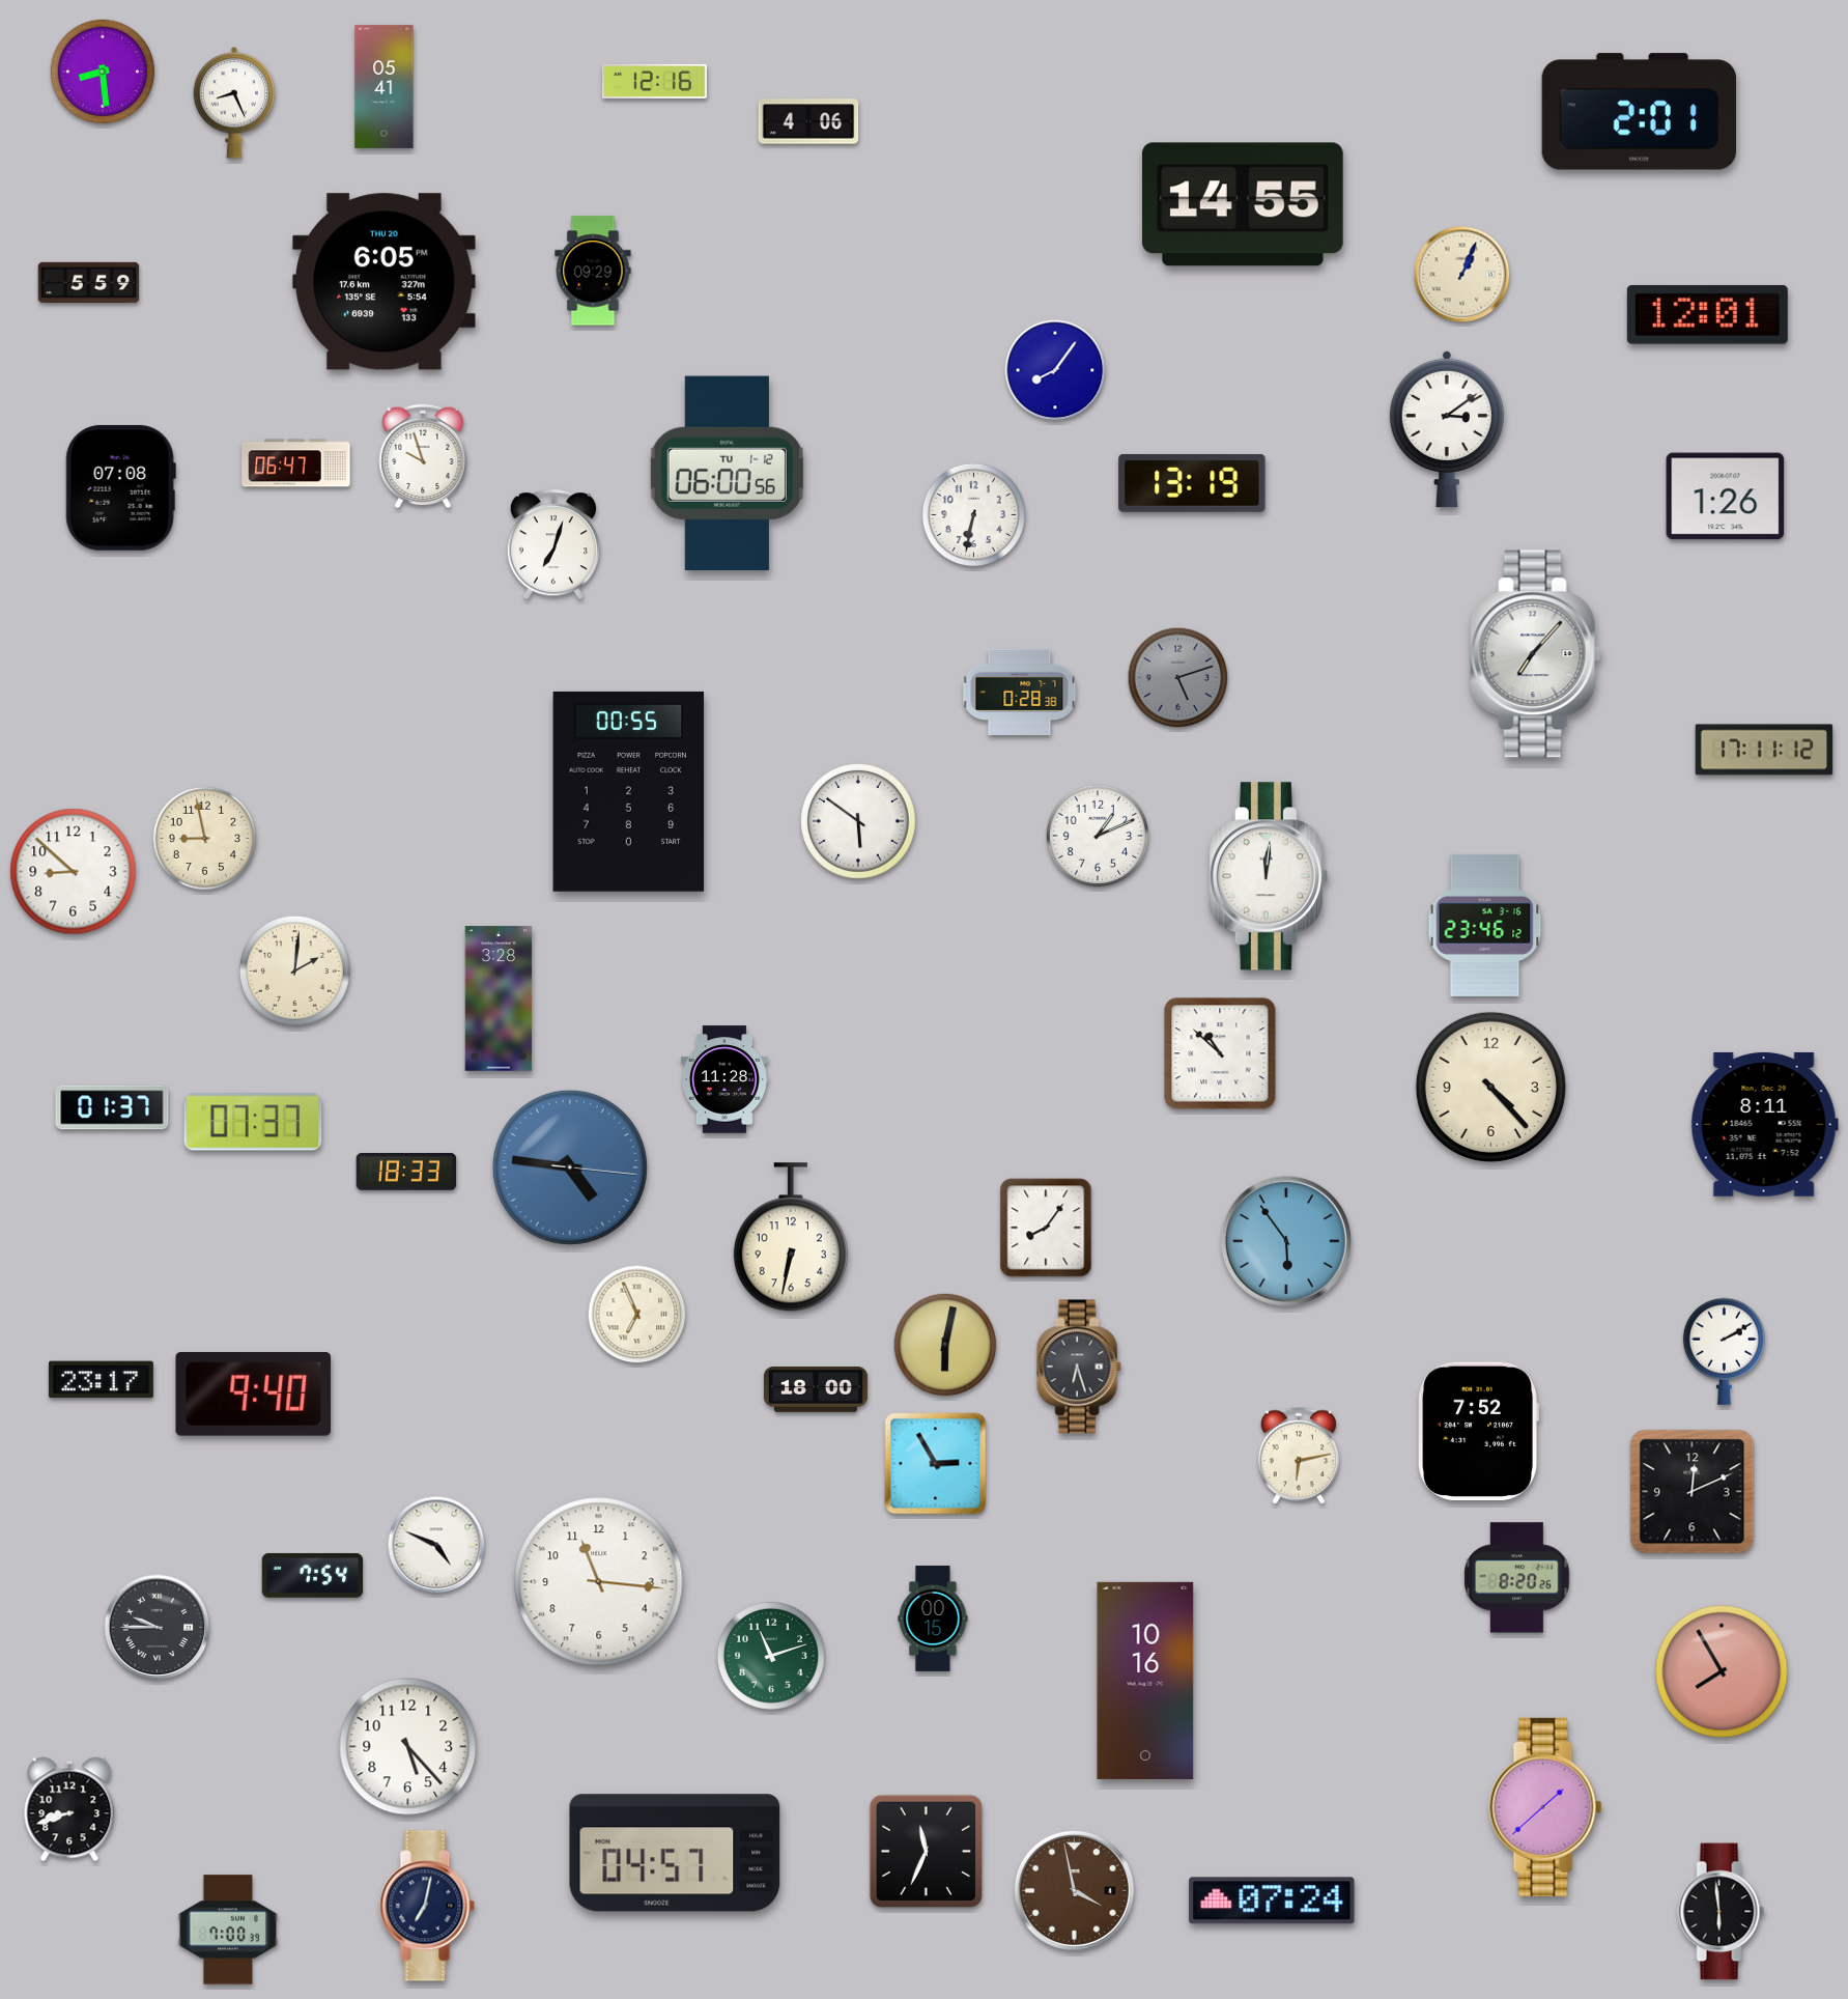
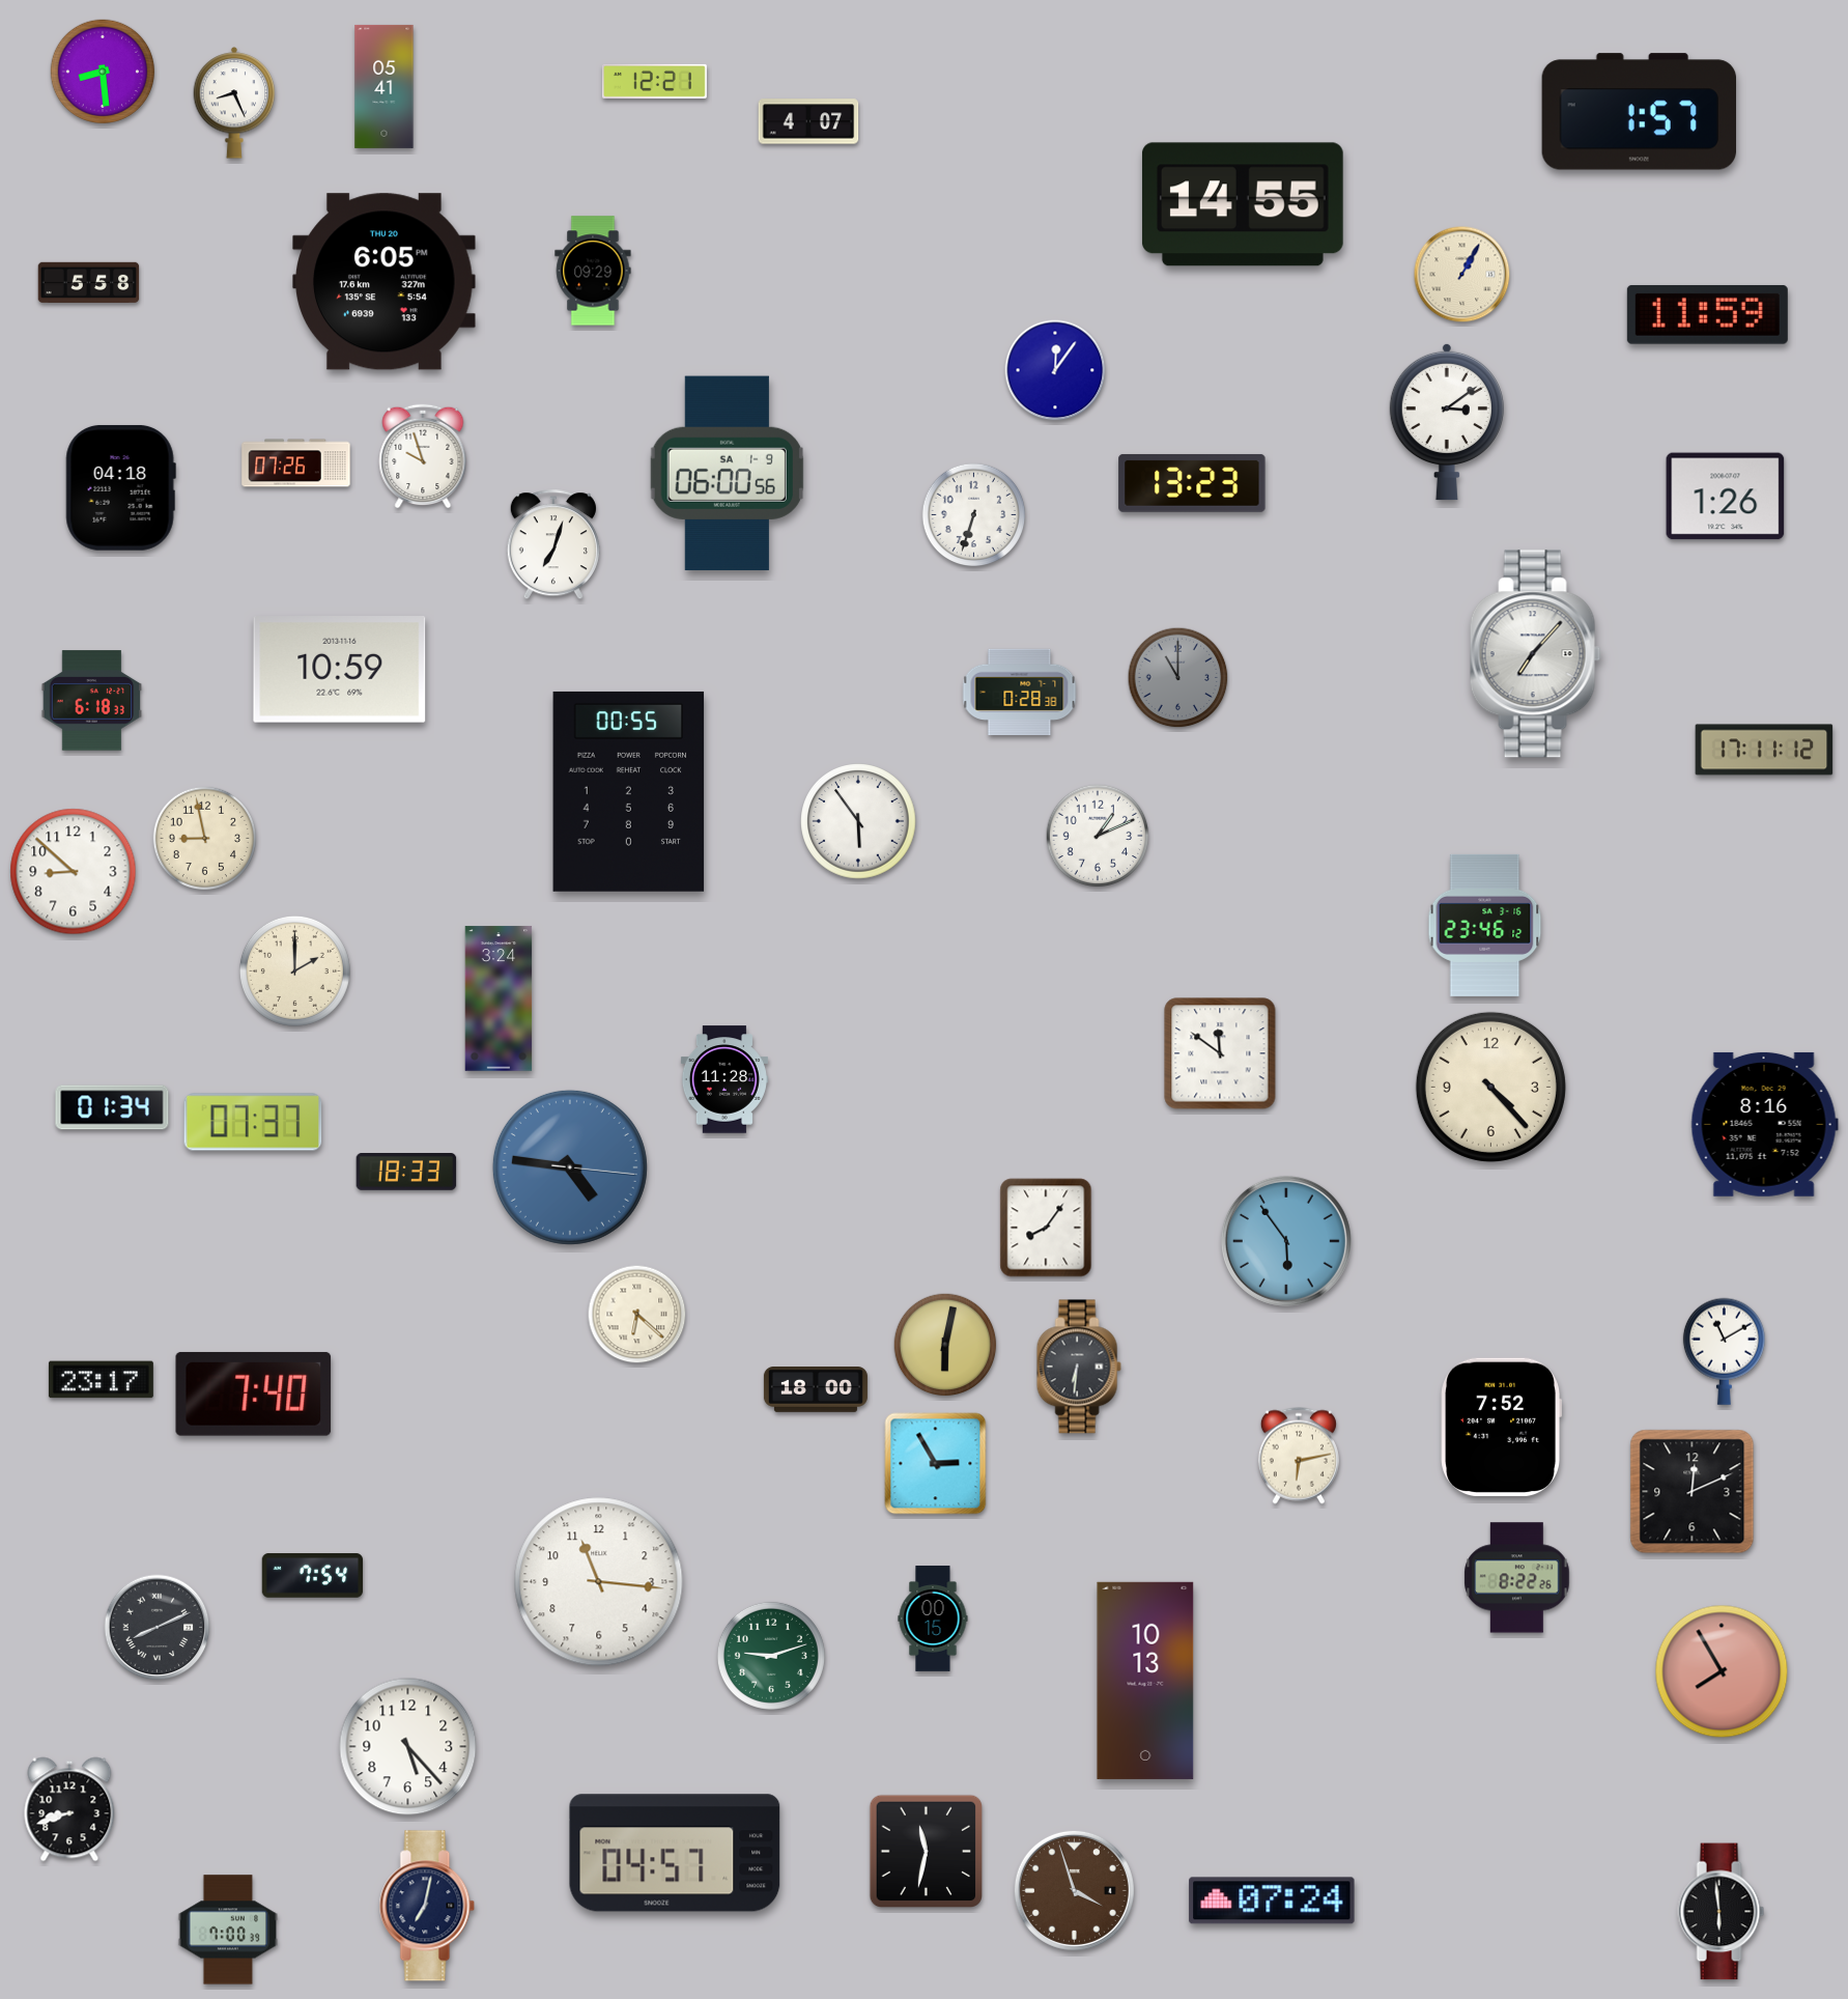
clock at (654, 81): 12:16 -> 12:21
clock at (1639, 112): 2:01 -> 1:57
clock at (808, 121): 4:06 -> 4:07
clock at (1462, 275): 1:04 -> 1:05
clock at (89, 282): 5:59 -> 5:58
clock at (1707, 314): 12:01 -> 11:59
clock at (1055, 370): 8:06 -> 12:06
clock at (1447, 429) position: (1447, 429) -> (1447, 422)
clock at (296, 463): 06:47 -> 07:26
clock at (727, 473) date: TU 1-12 -> SA 1-9
clock at (1192, 483): 13:19 -> 13:23
clock at (120, 487): 07:08 -> 04:18
clock at (974, 515): 6:32 -> 6:33
clock at (340, 670): none -> 10:59
clock at (1178, 678): 5:12 -> 11:00
clock at (92, 701): none -> 6:18
clock at (858, 821): 5:51 -> 5:54
clock at (1269, 876): 12:01 -> none
clock at (294, 970): 2:01 -> 2:00
clock at (499, 998): 3:28 -> 3:24
clock at (1220, 1053): 10:52 -> 11:51
clock at (112, 1107): 01:37 -> 01:34
clock at (1764, 1124): 8:11 -> 8:16
clock at (791, 1238): 6:32 -> none
clock at (637, 1315): 6:56 -> 6:22
clock at (1724, 1351): 2:10 -> 11:10
clock at (1079, 1367): 6:27 -> 6:31
clock at (254, 1393): 9:40 -> 7:40
clock at (1478, 1431) position: (1478, 1431) -> (1501, 1427)
clock at (436, 1545): 4:49 -> none
clock at (1517, 1578): 8:20 -> 8:22
clock at (158, 1628): 9:45 -> 8:11
clock at (771, 1656): 11:12 -> 9:12
clock at (1145, 1681): 10:16 -> 10:13
clock at (1545, 1807): 1:38 -> none
clock at (927, 1852): 11:34 -> 11:32
clock at (1074, 1890): 3:58 -> 3:57
